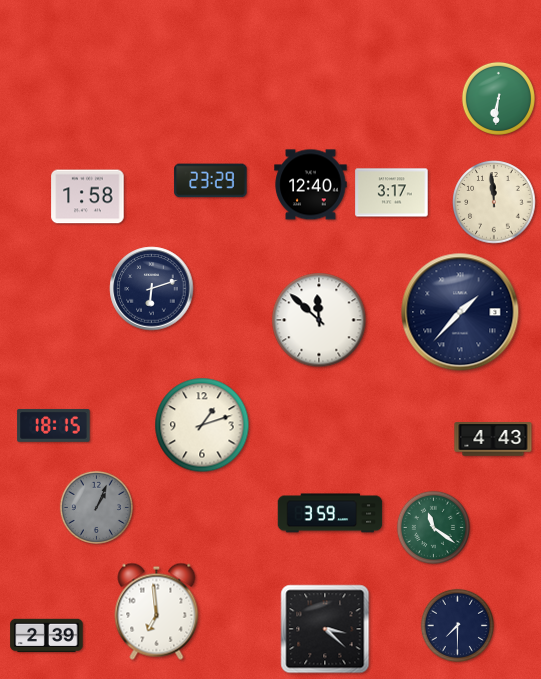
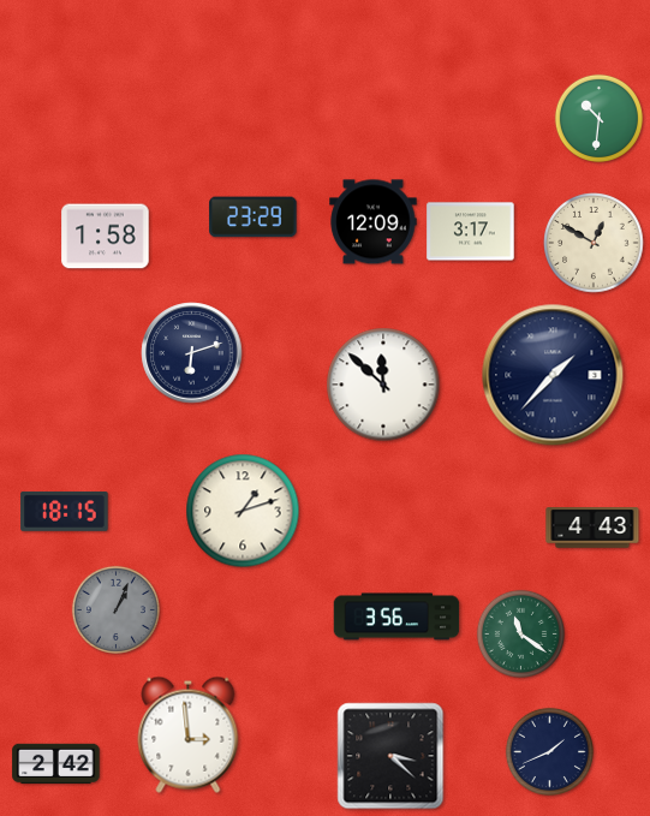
clock at (498, 98): 6:31 -> 10:31
clock at (311, 185): 12:40 -> 12:09
clock at (494, 202): 11:59 -> 12:50
clock at (152, 289) position: (152, 289) -> (192, 353)
clock at (330, 513): 3:59 -> 3:56
clock at (157, 611): 6:59 -> 2:59
clock at (457, 625): 7:30 -> 1:41
clock at (47, 635): 2:39 -> 2:42
